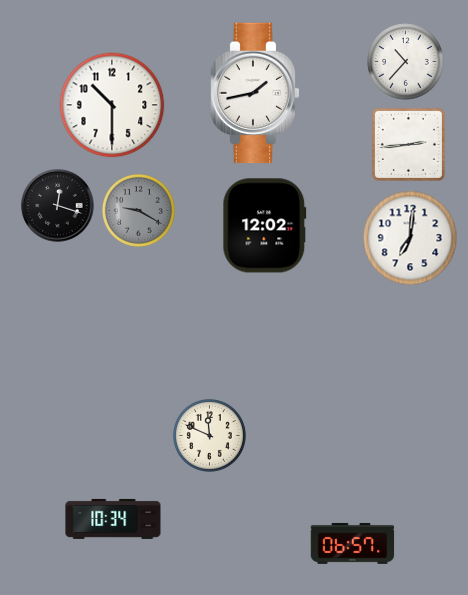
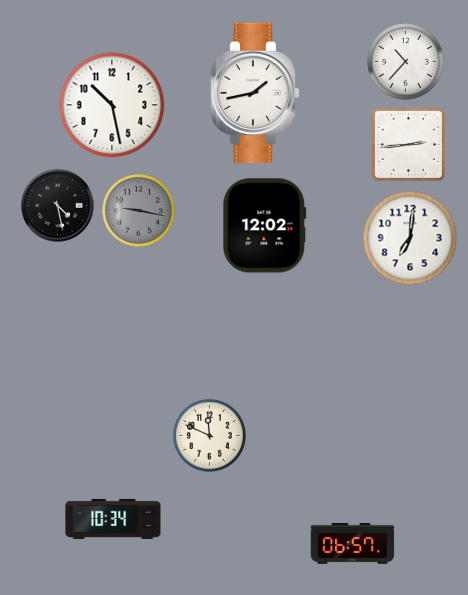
clock at (112, 105): 10:30 -> 10:28
clock at (58, 206): 12:18 -> 4:28
clock at (138, 210): 9:20 -> 9:17
